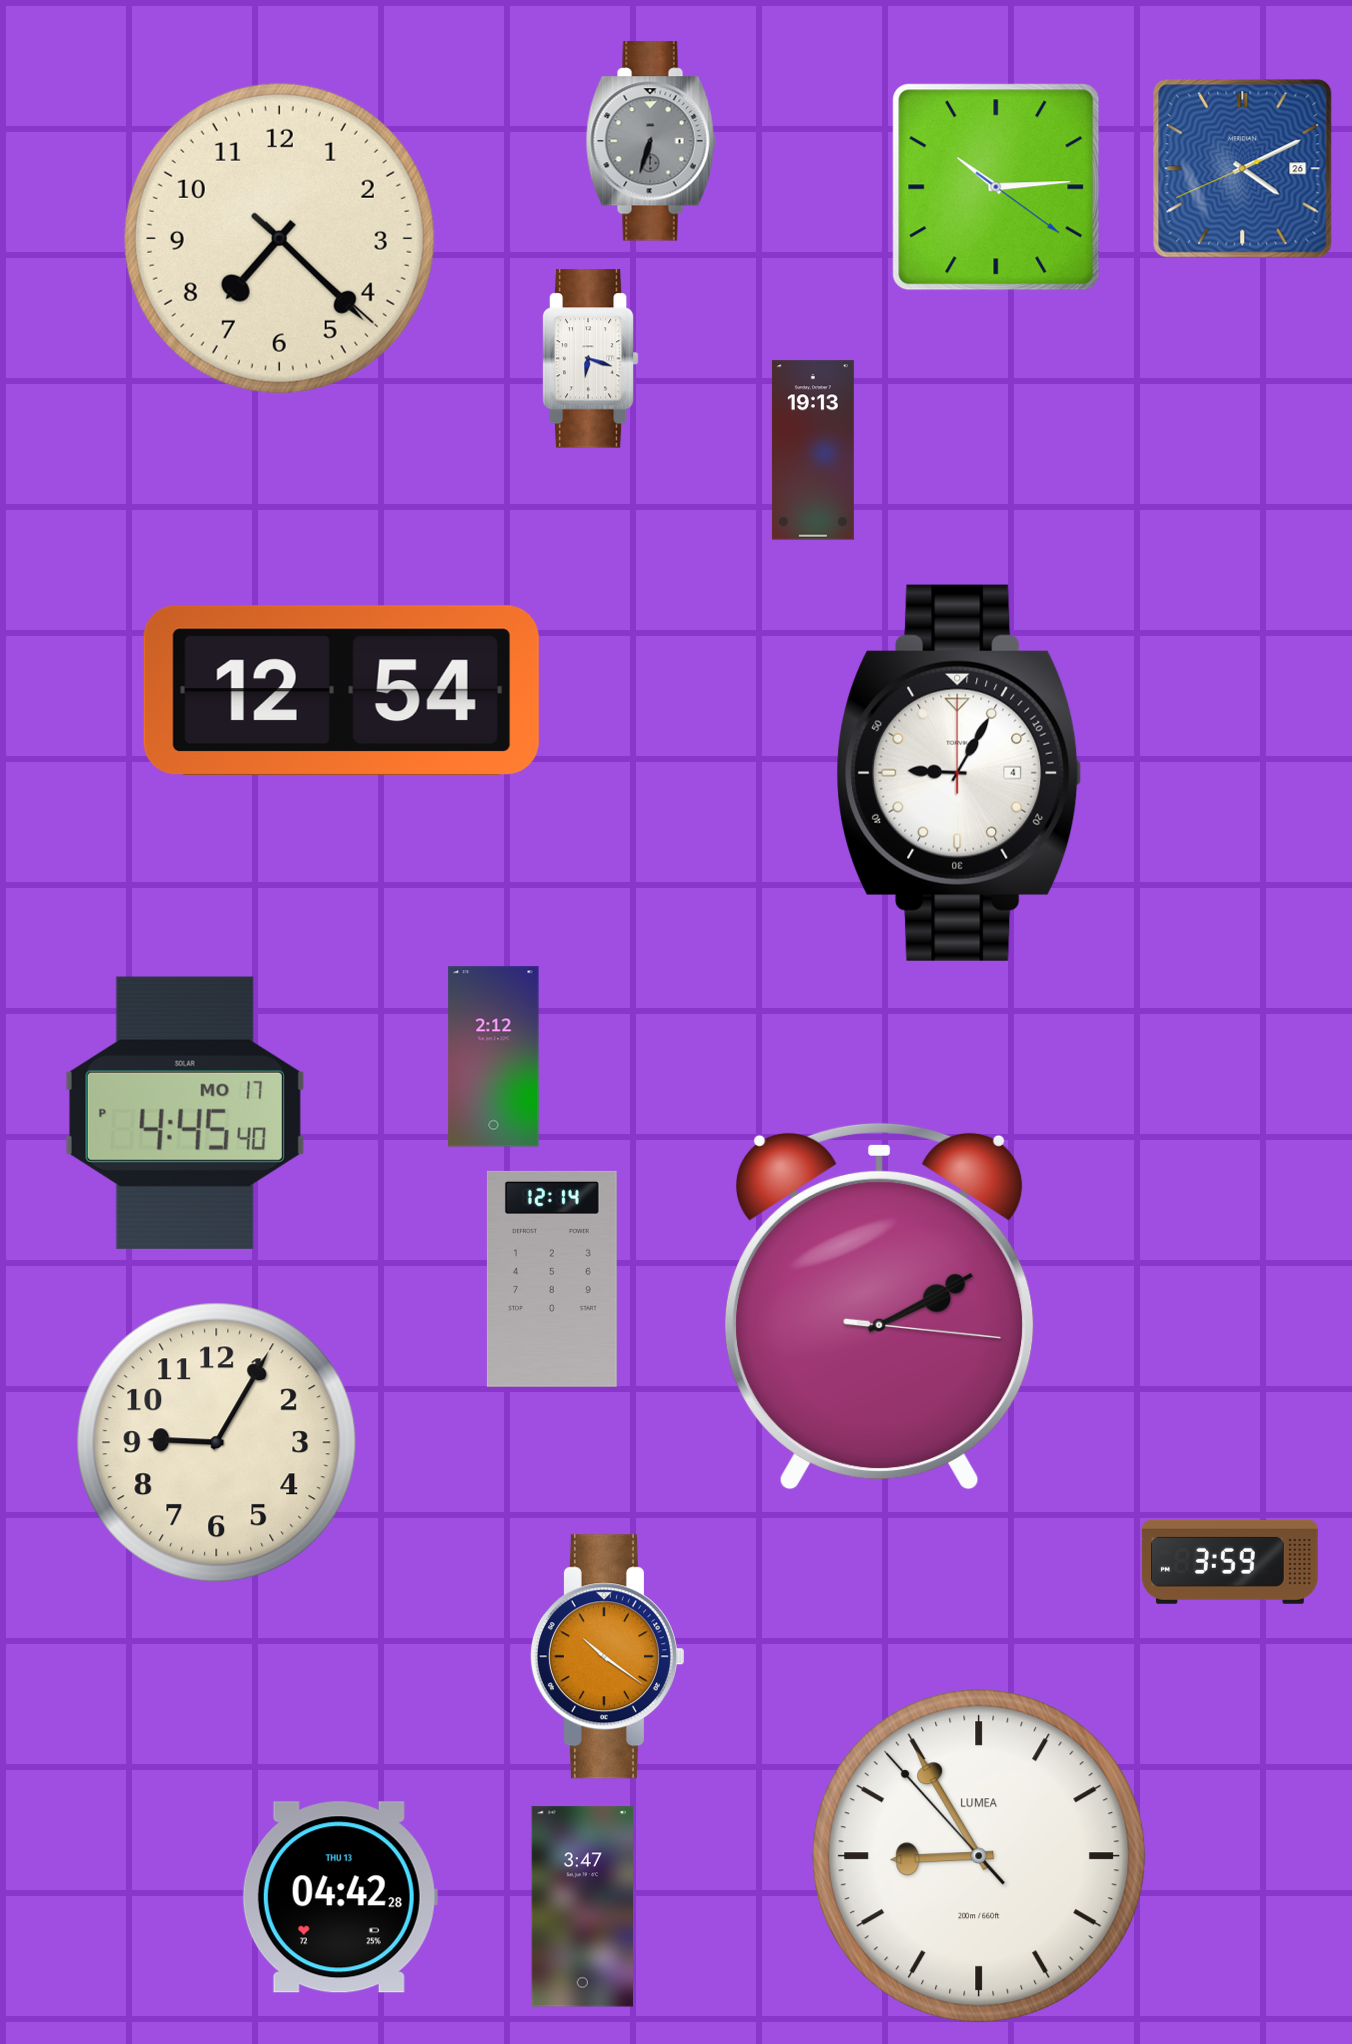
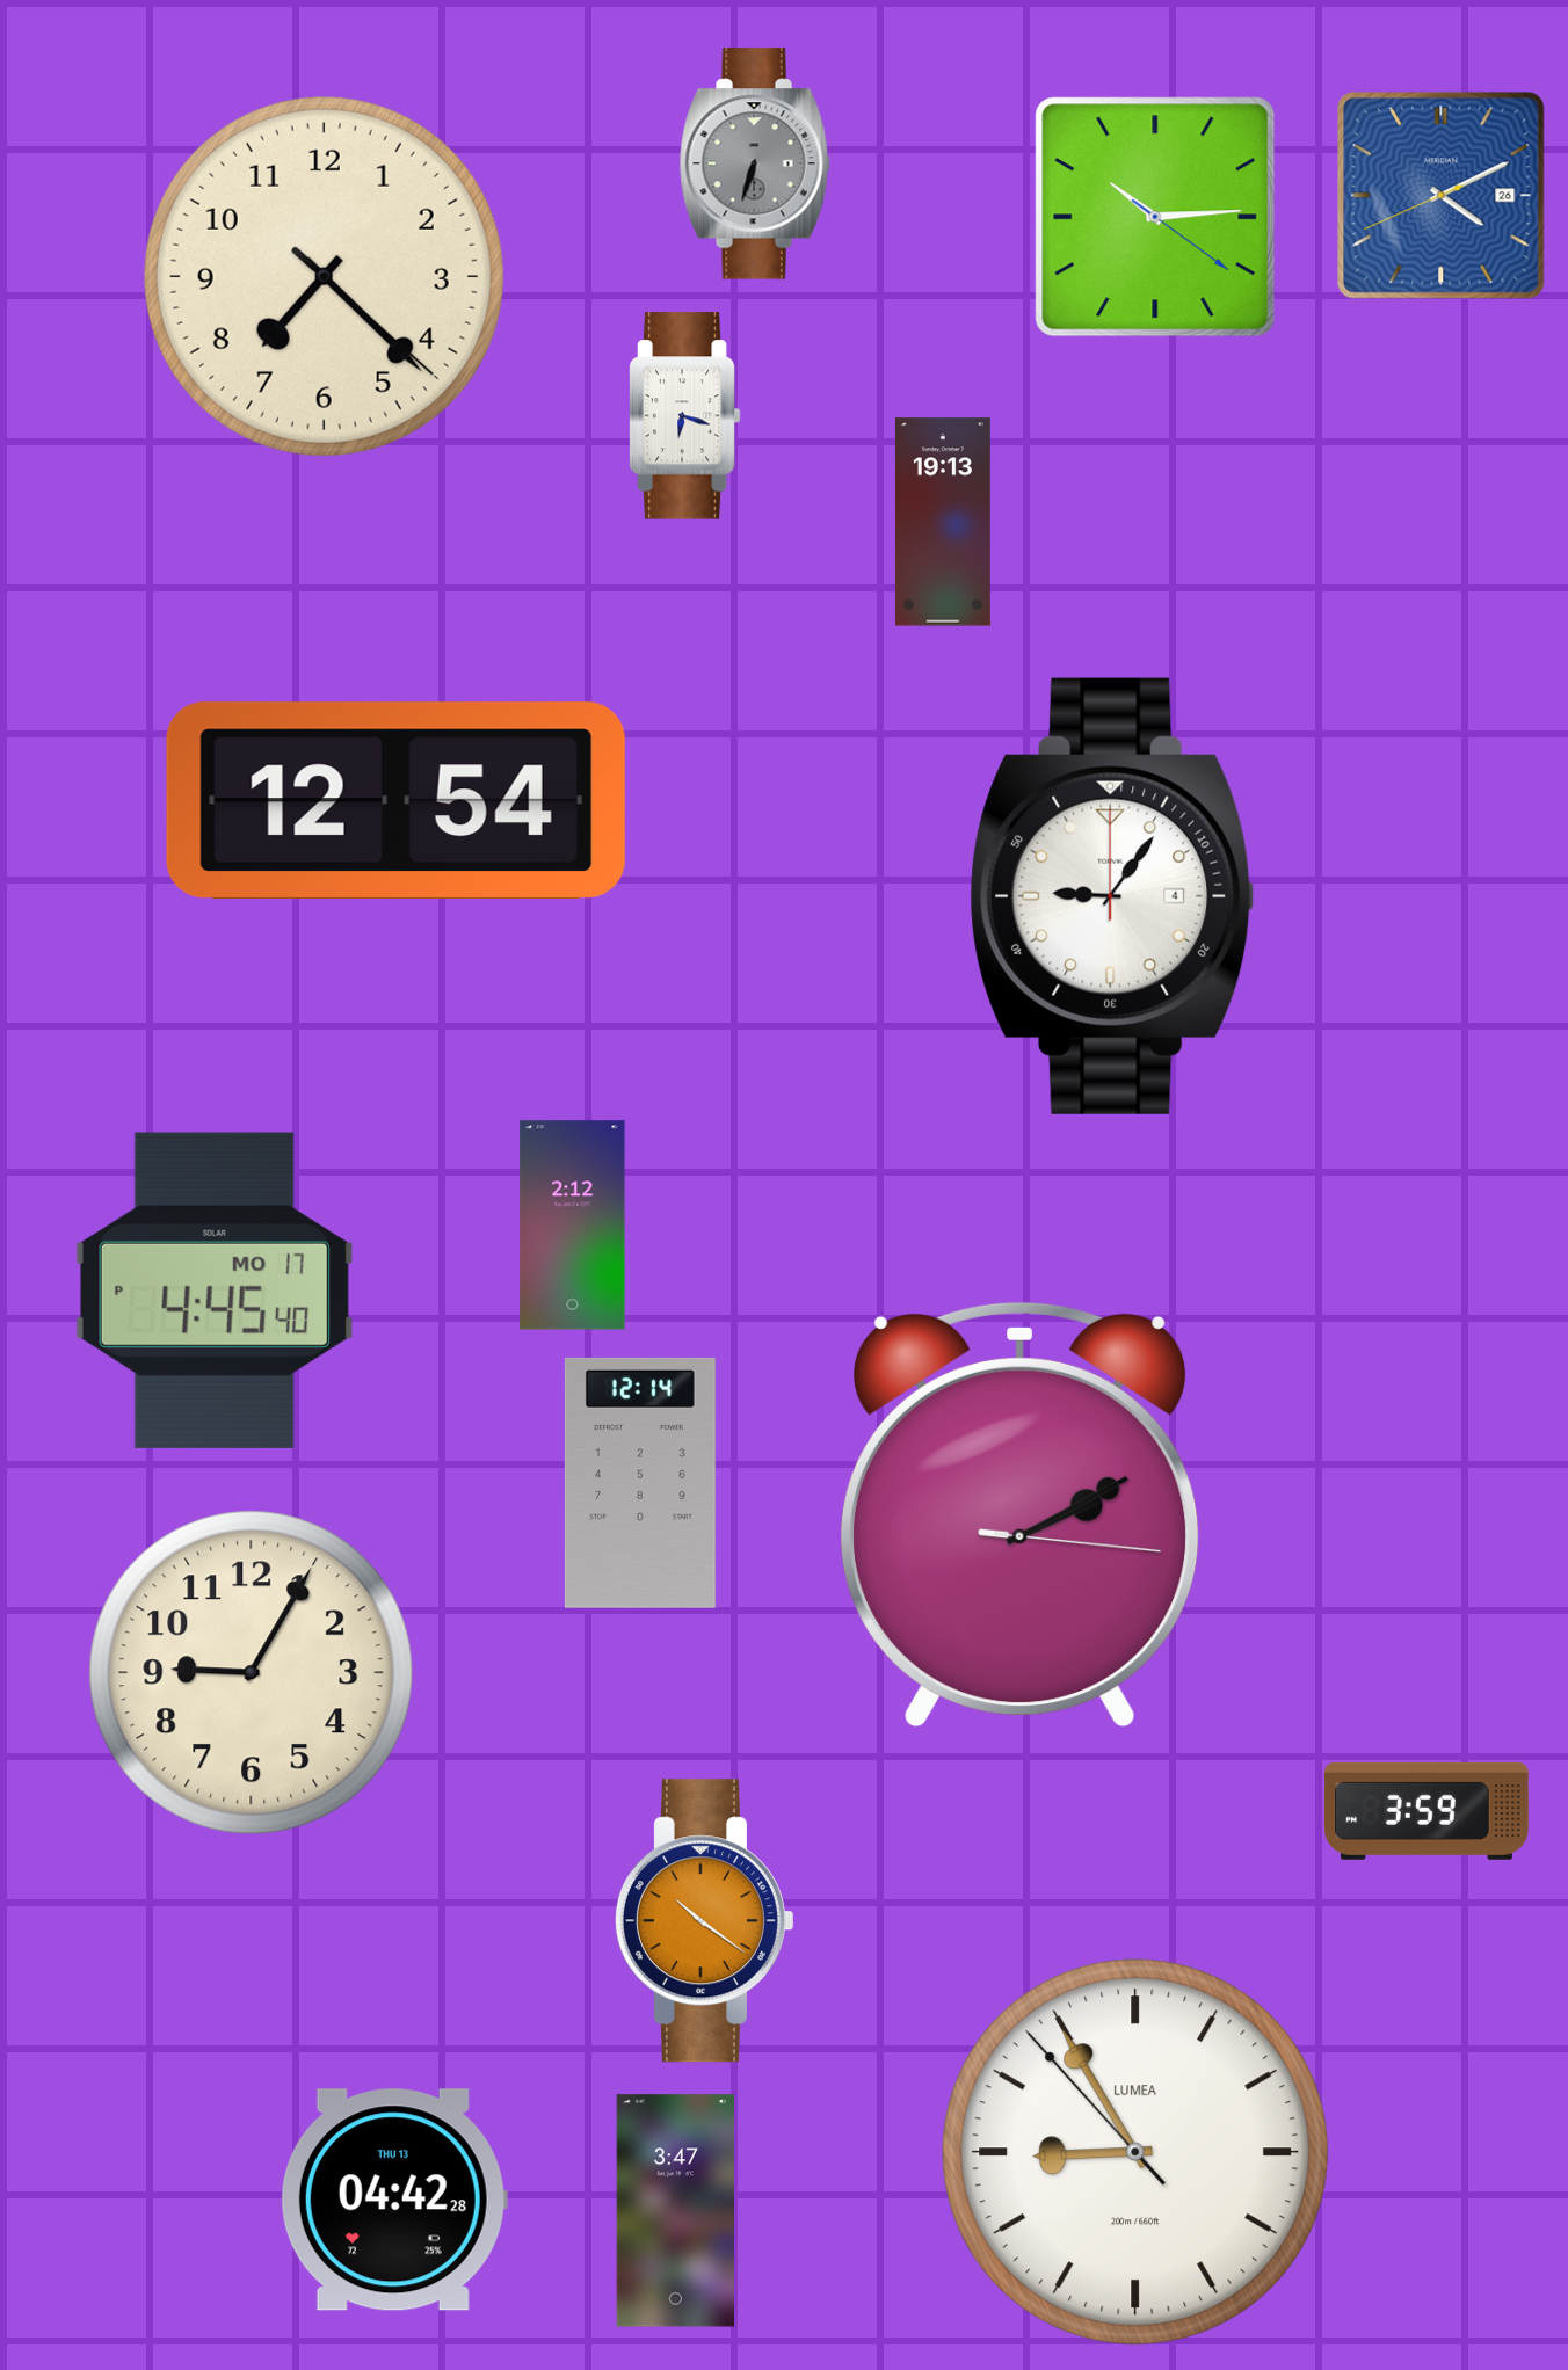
clock at (959, 773): 9:05 -> 9:06
